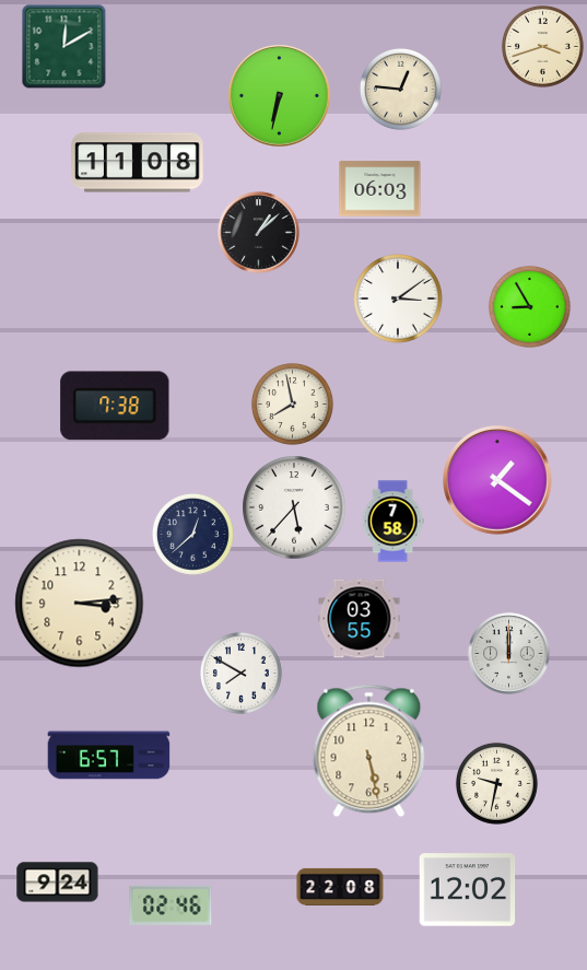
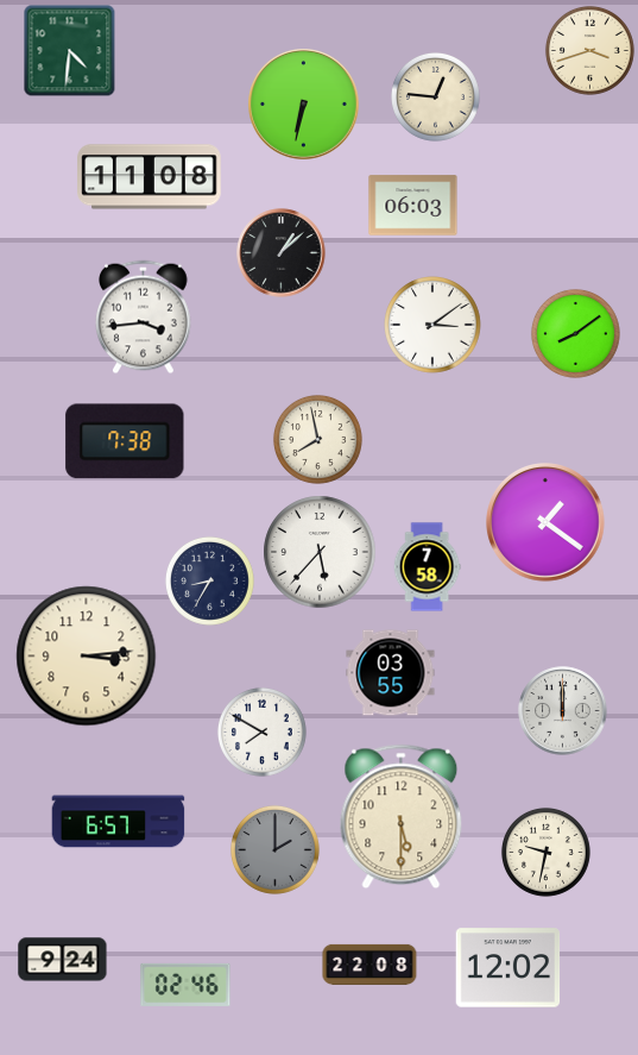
clock at (64, 47): 12:10 -> 4:31
clock at (144, 318): none -> 3:44
clock at (529, 306): 8:55 -> 8:09
clock at (498, 481) position: (498, 481) -> (547, 523)
clock at (192, 534): 12:38 -> 8:35
clock at (509, 654) position: (509, 654) -> (563, 711)
clock at (369, 751): 5:28 -> 5:30
clock at (274, 849): none -> 2:00
clock at (496, 783) position: (496, 783) -> (545, 852)
